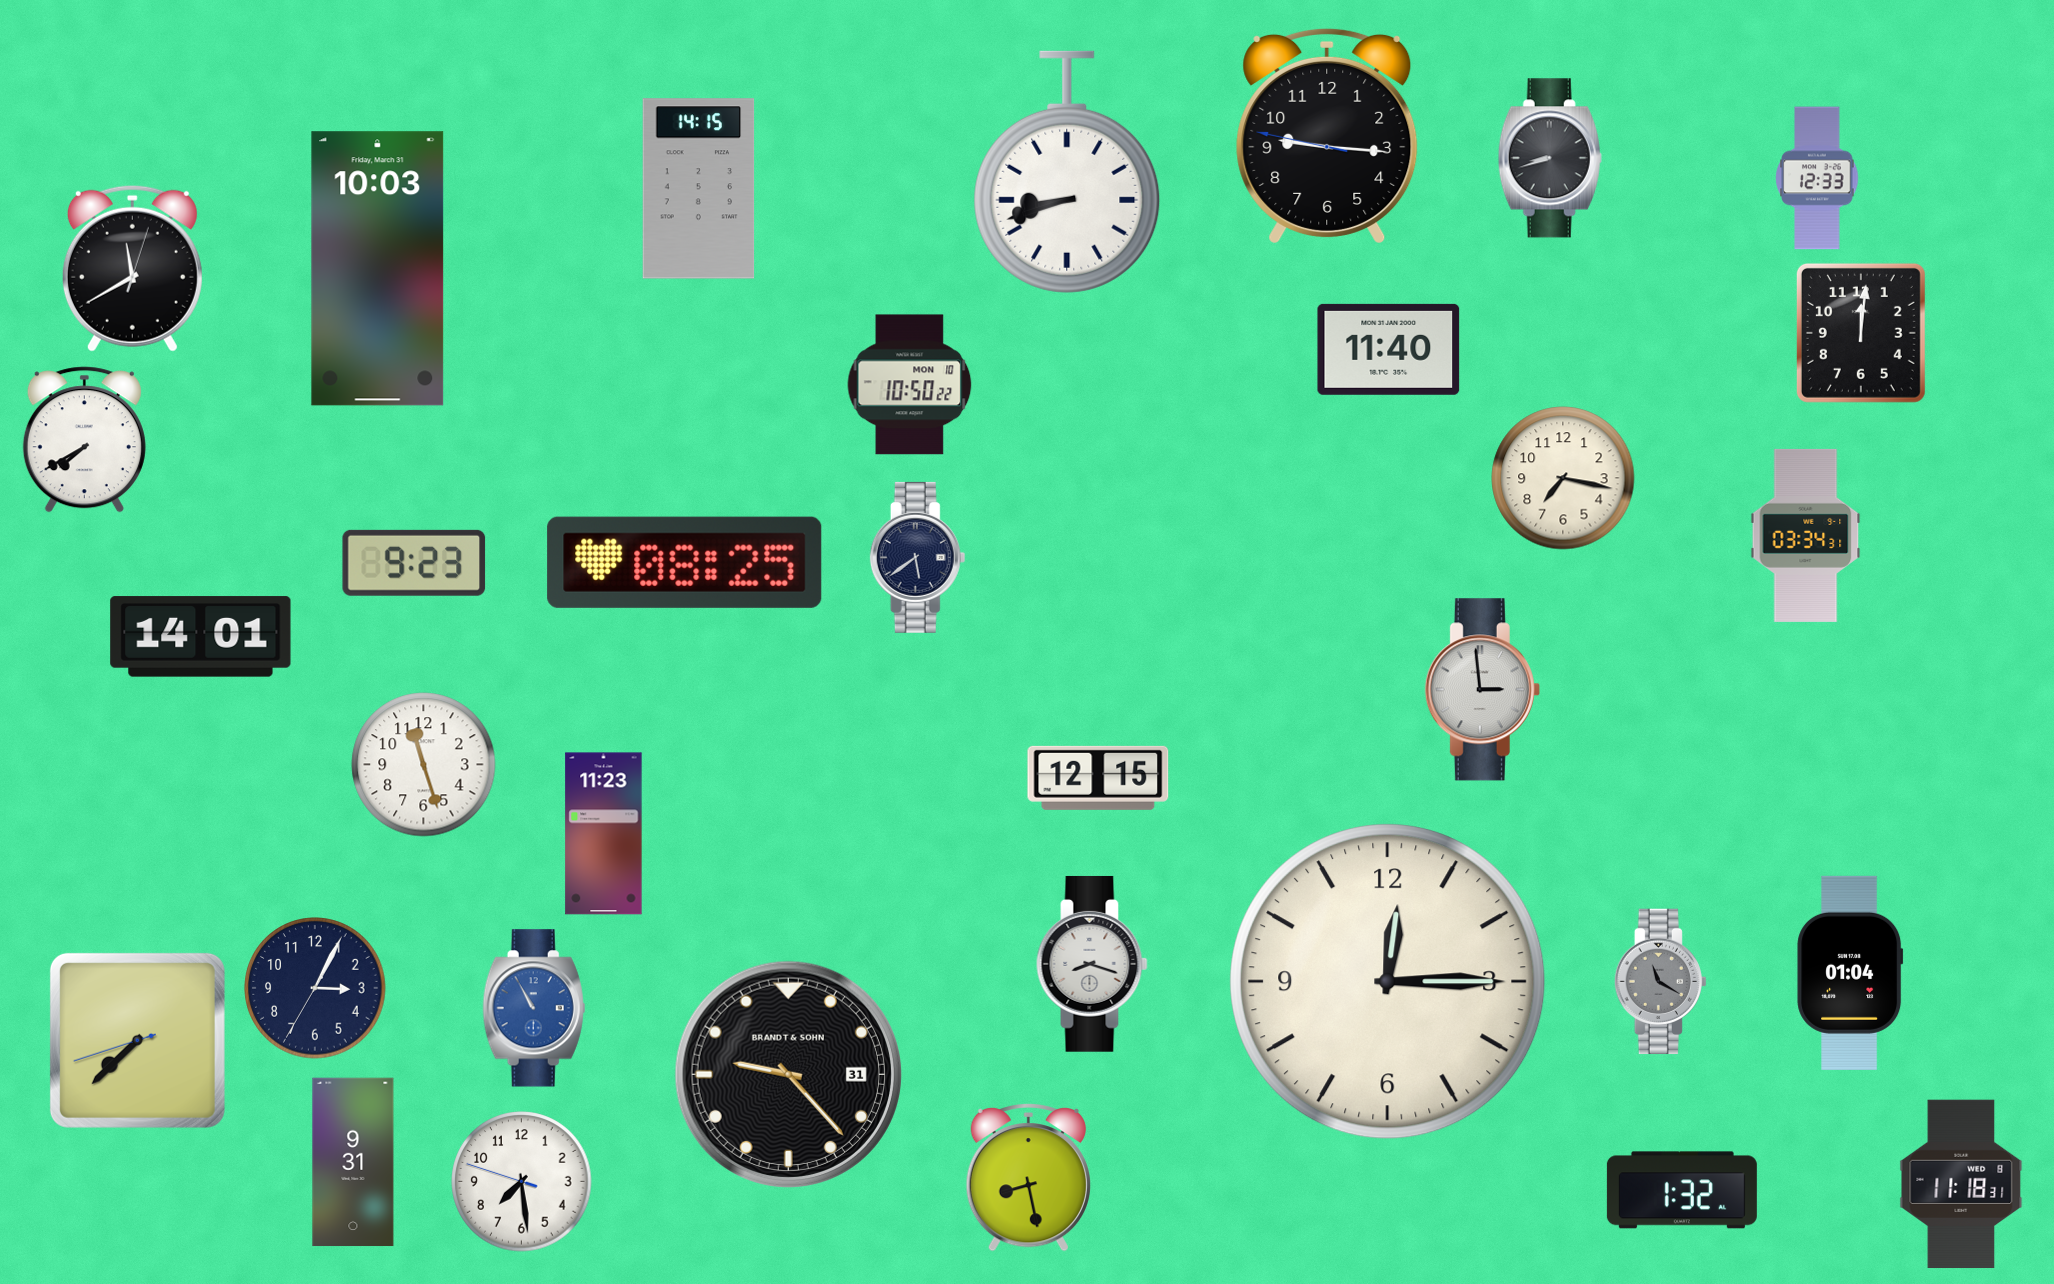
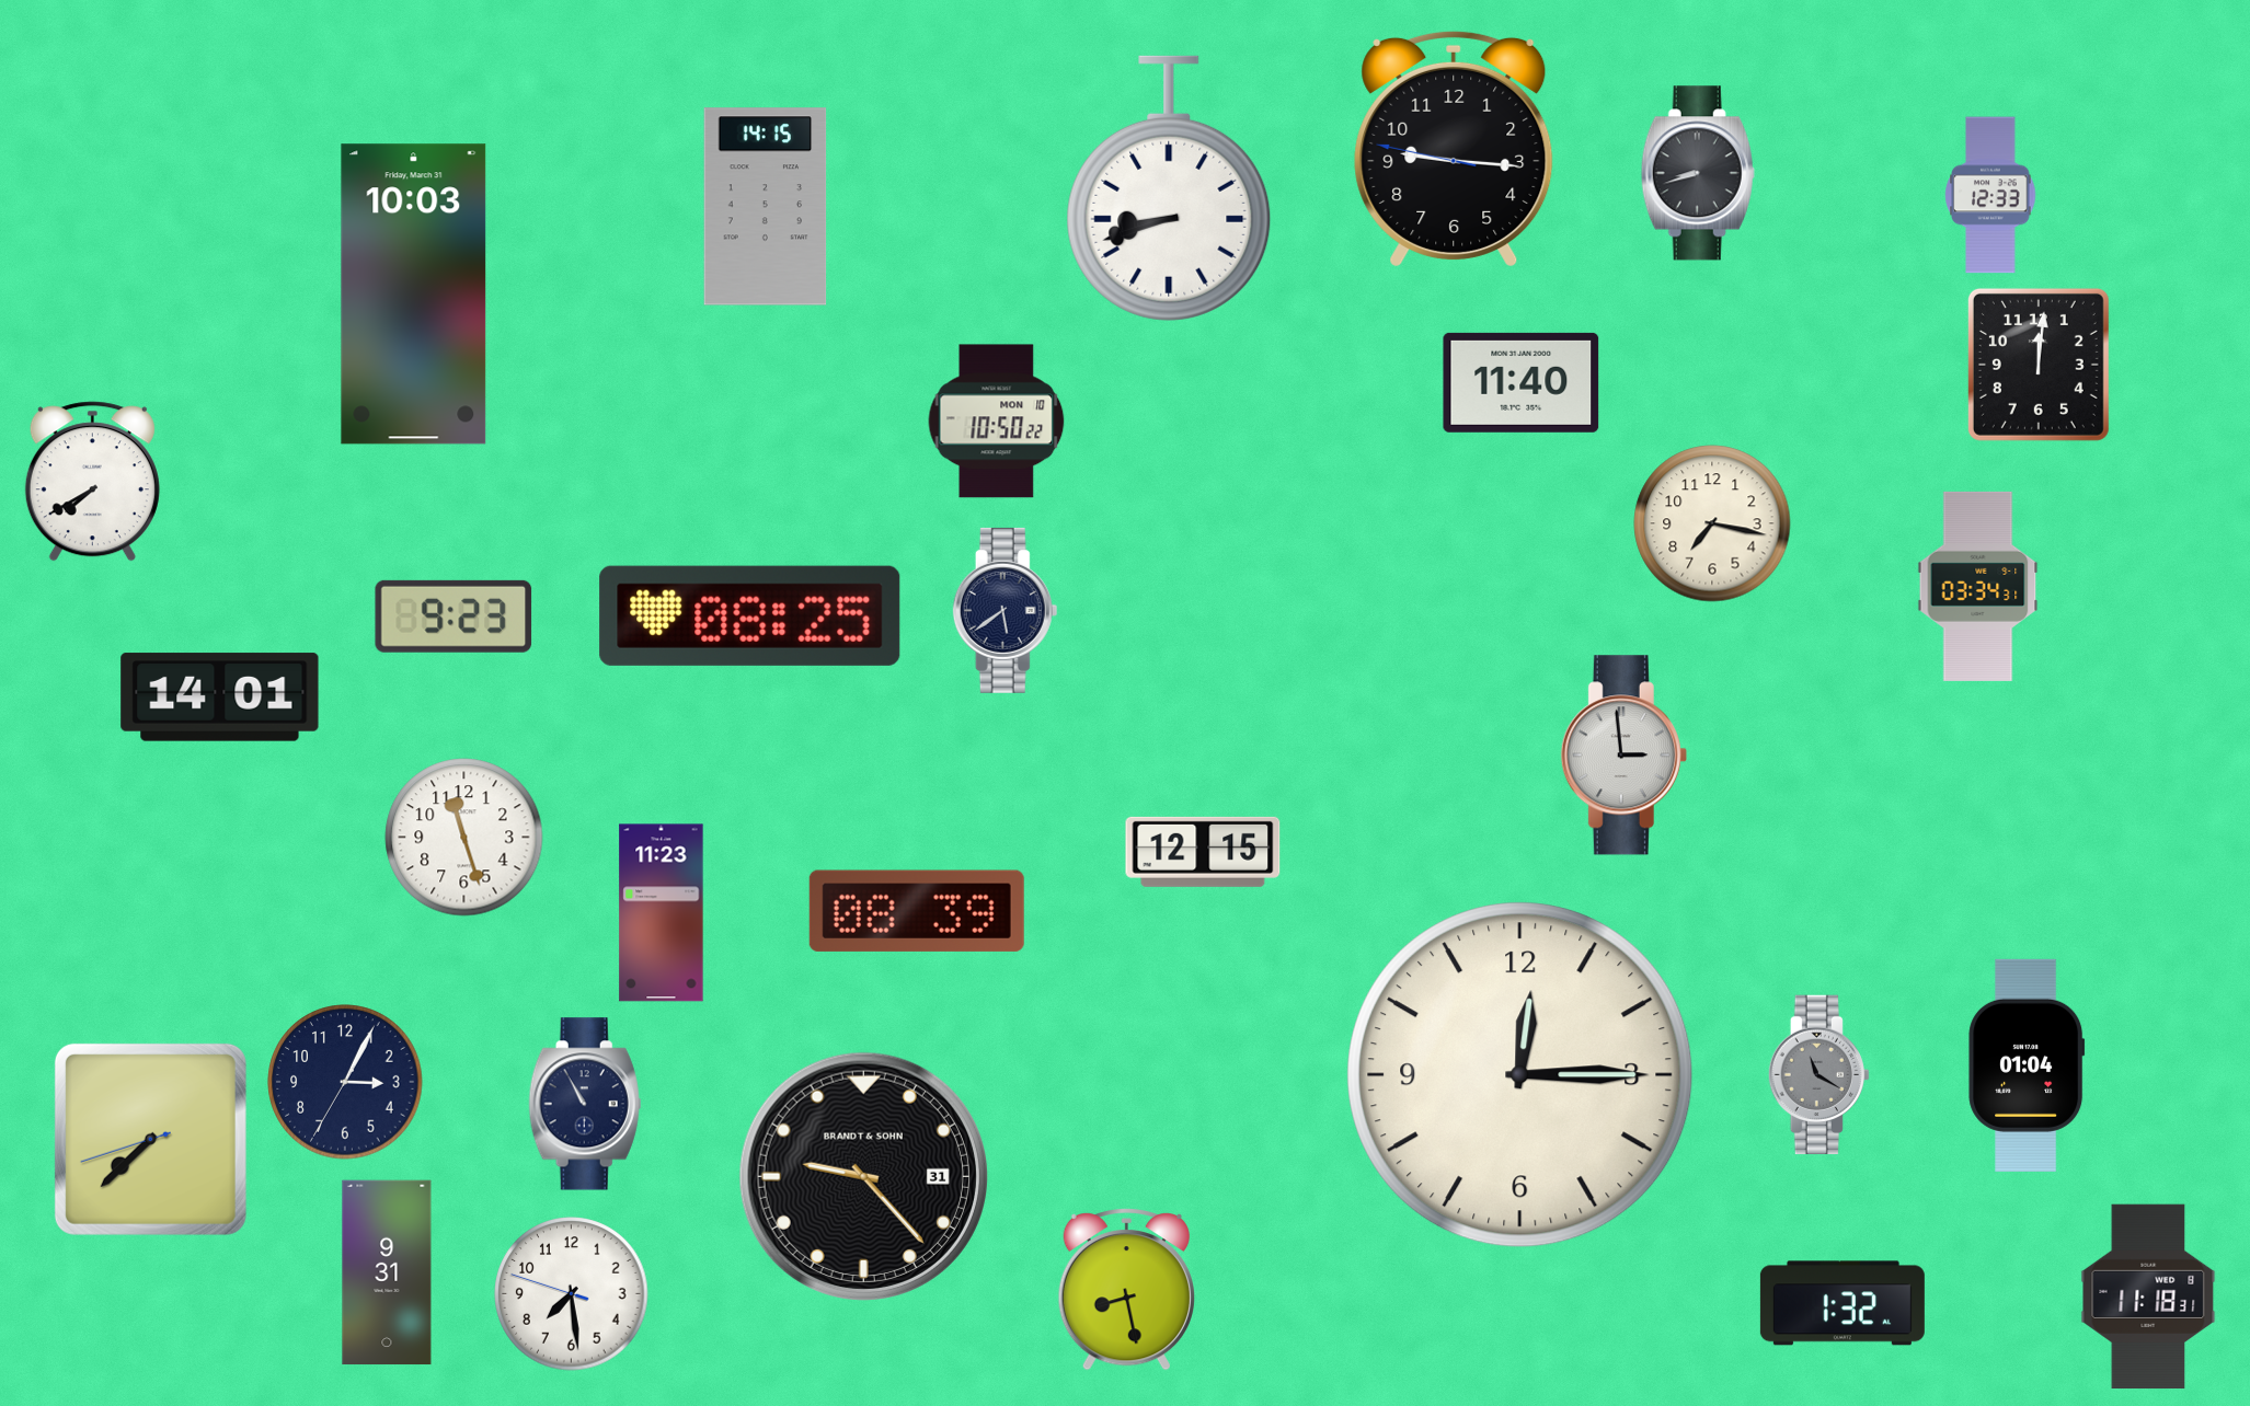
clock at (132, 268): 11:40 -> none
clock at (917, 911): none -> 08:39
clock at (1092, 964): 8:18 -> none
clock at (534, 1008) dial: blue -> navy
